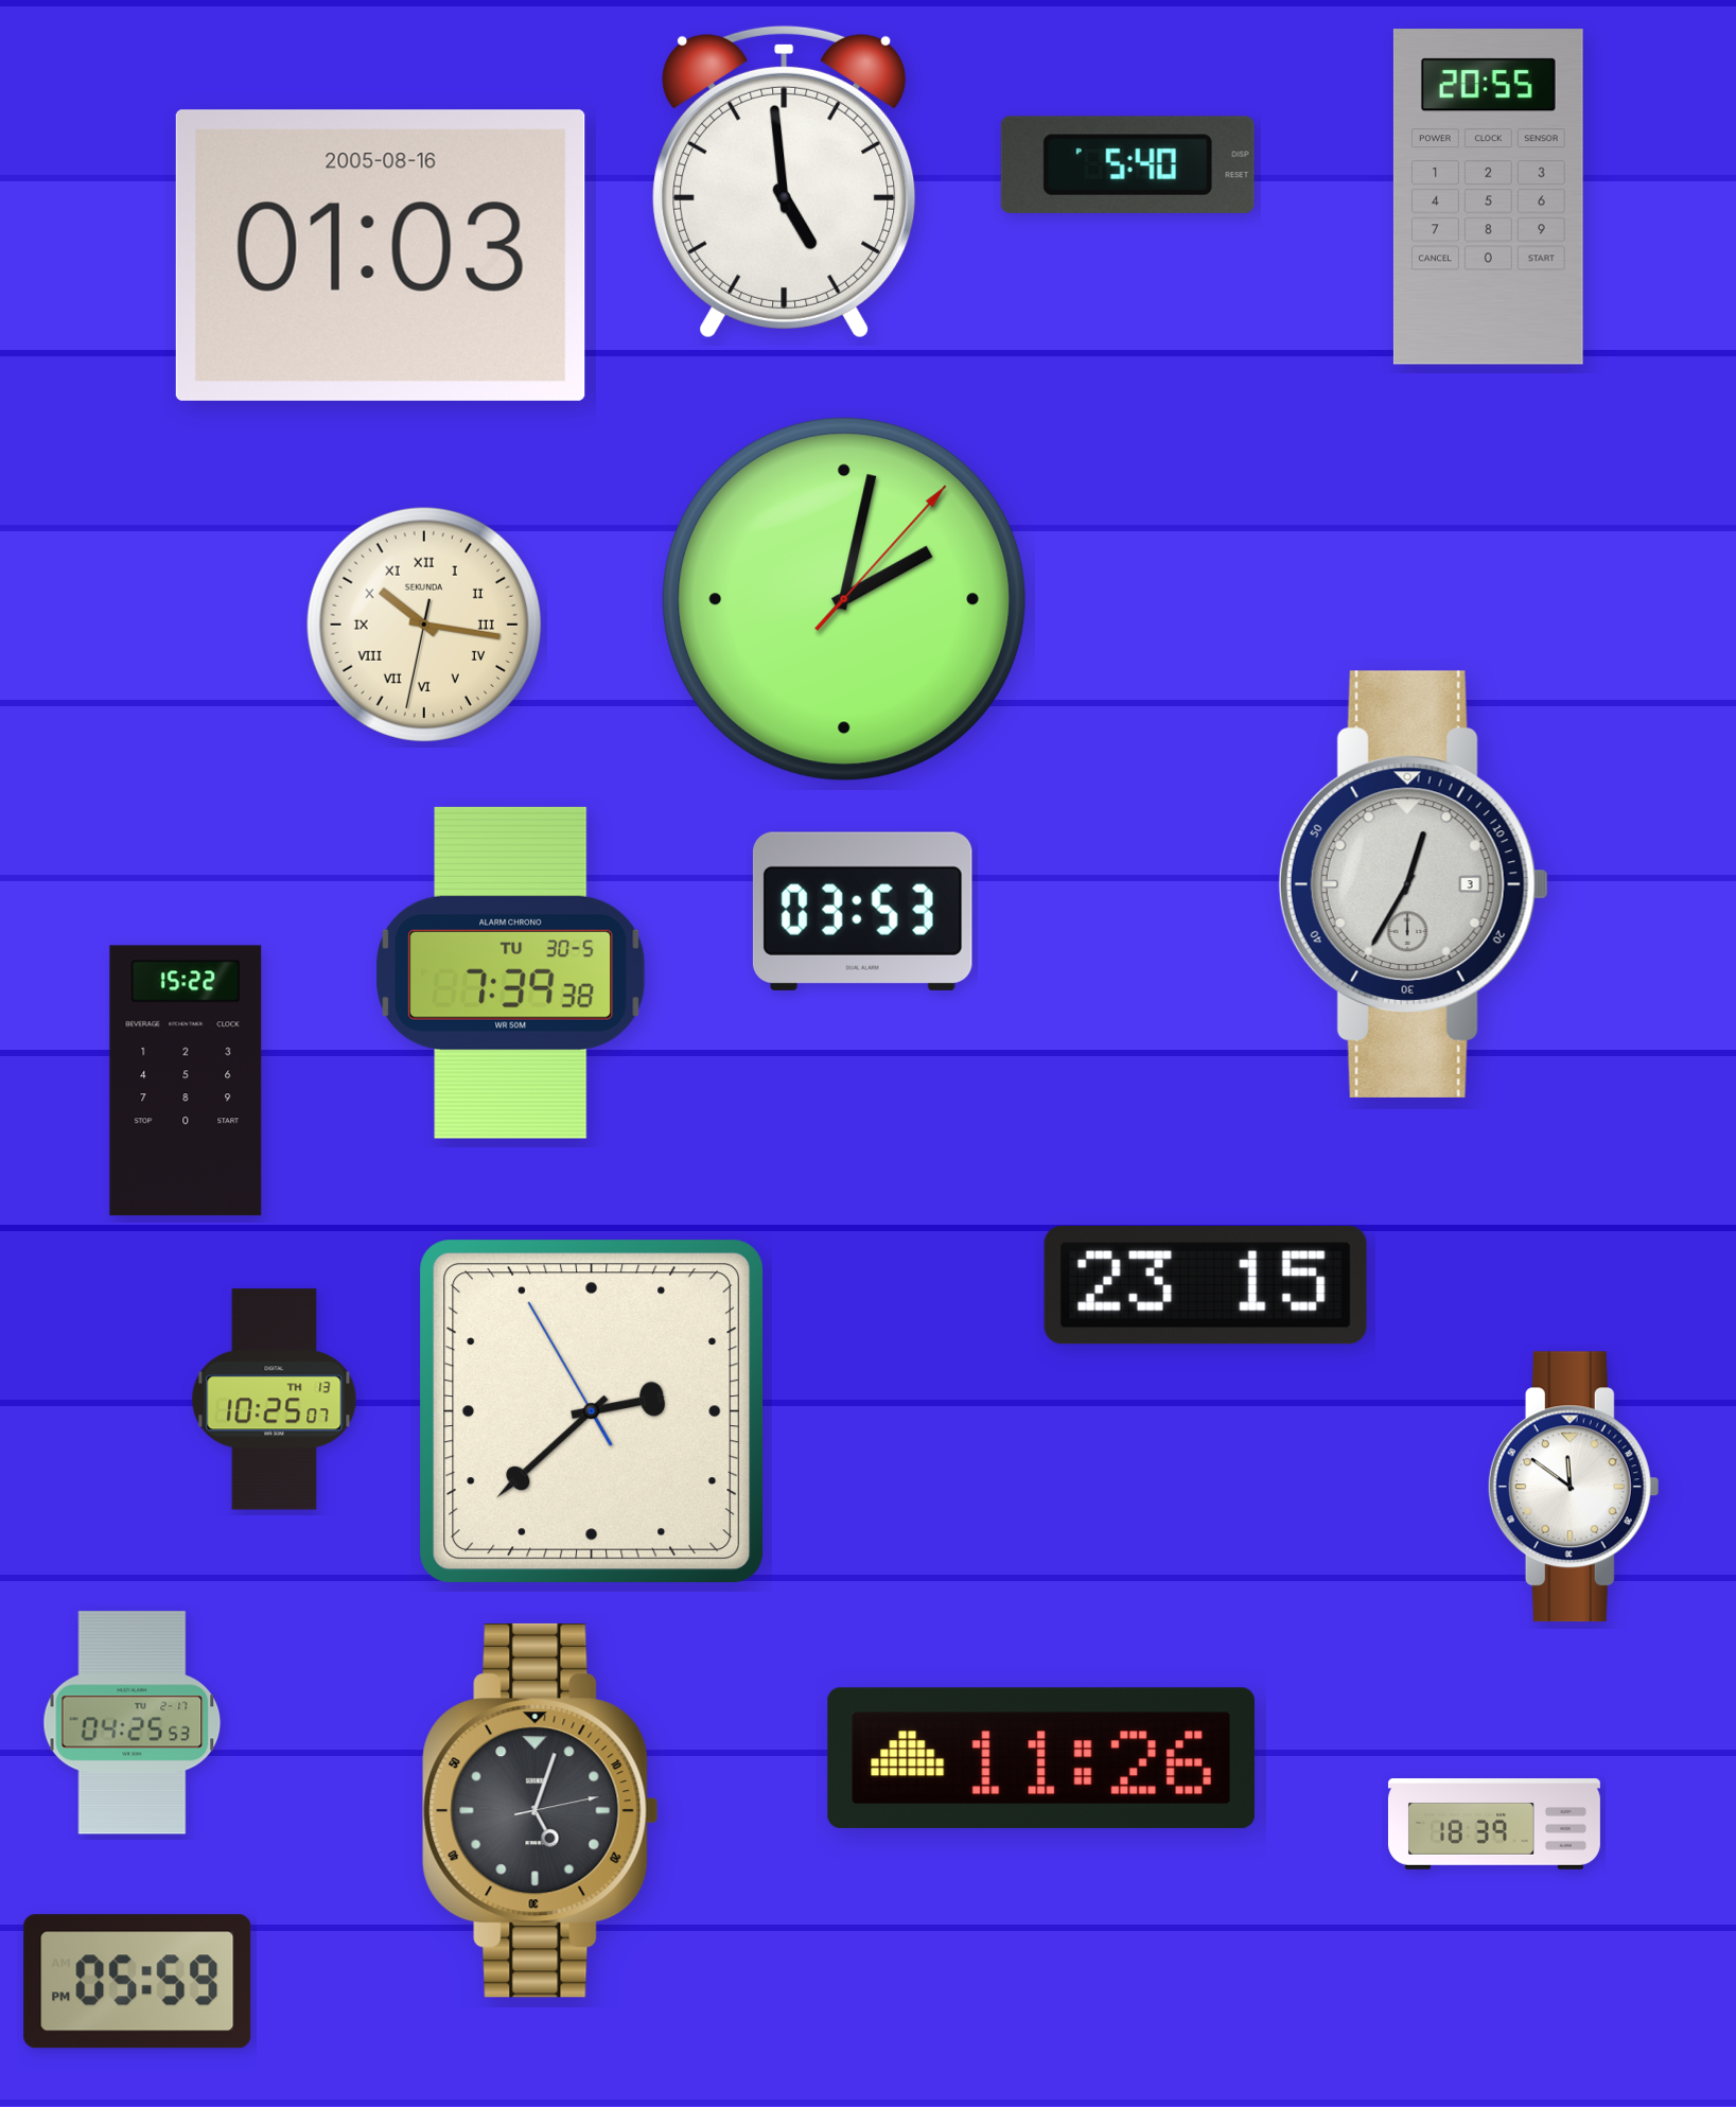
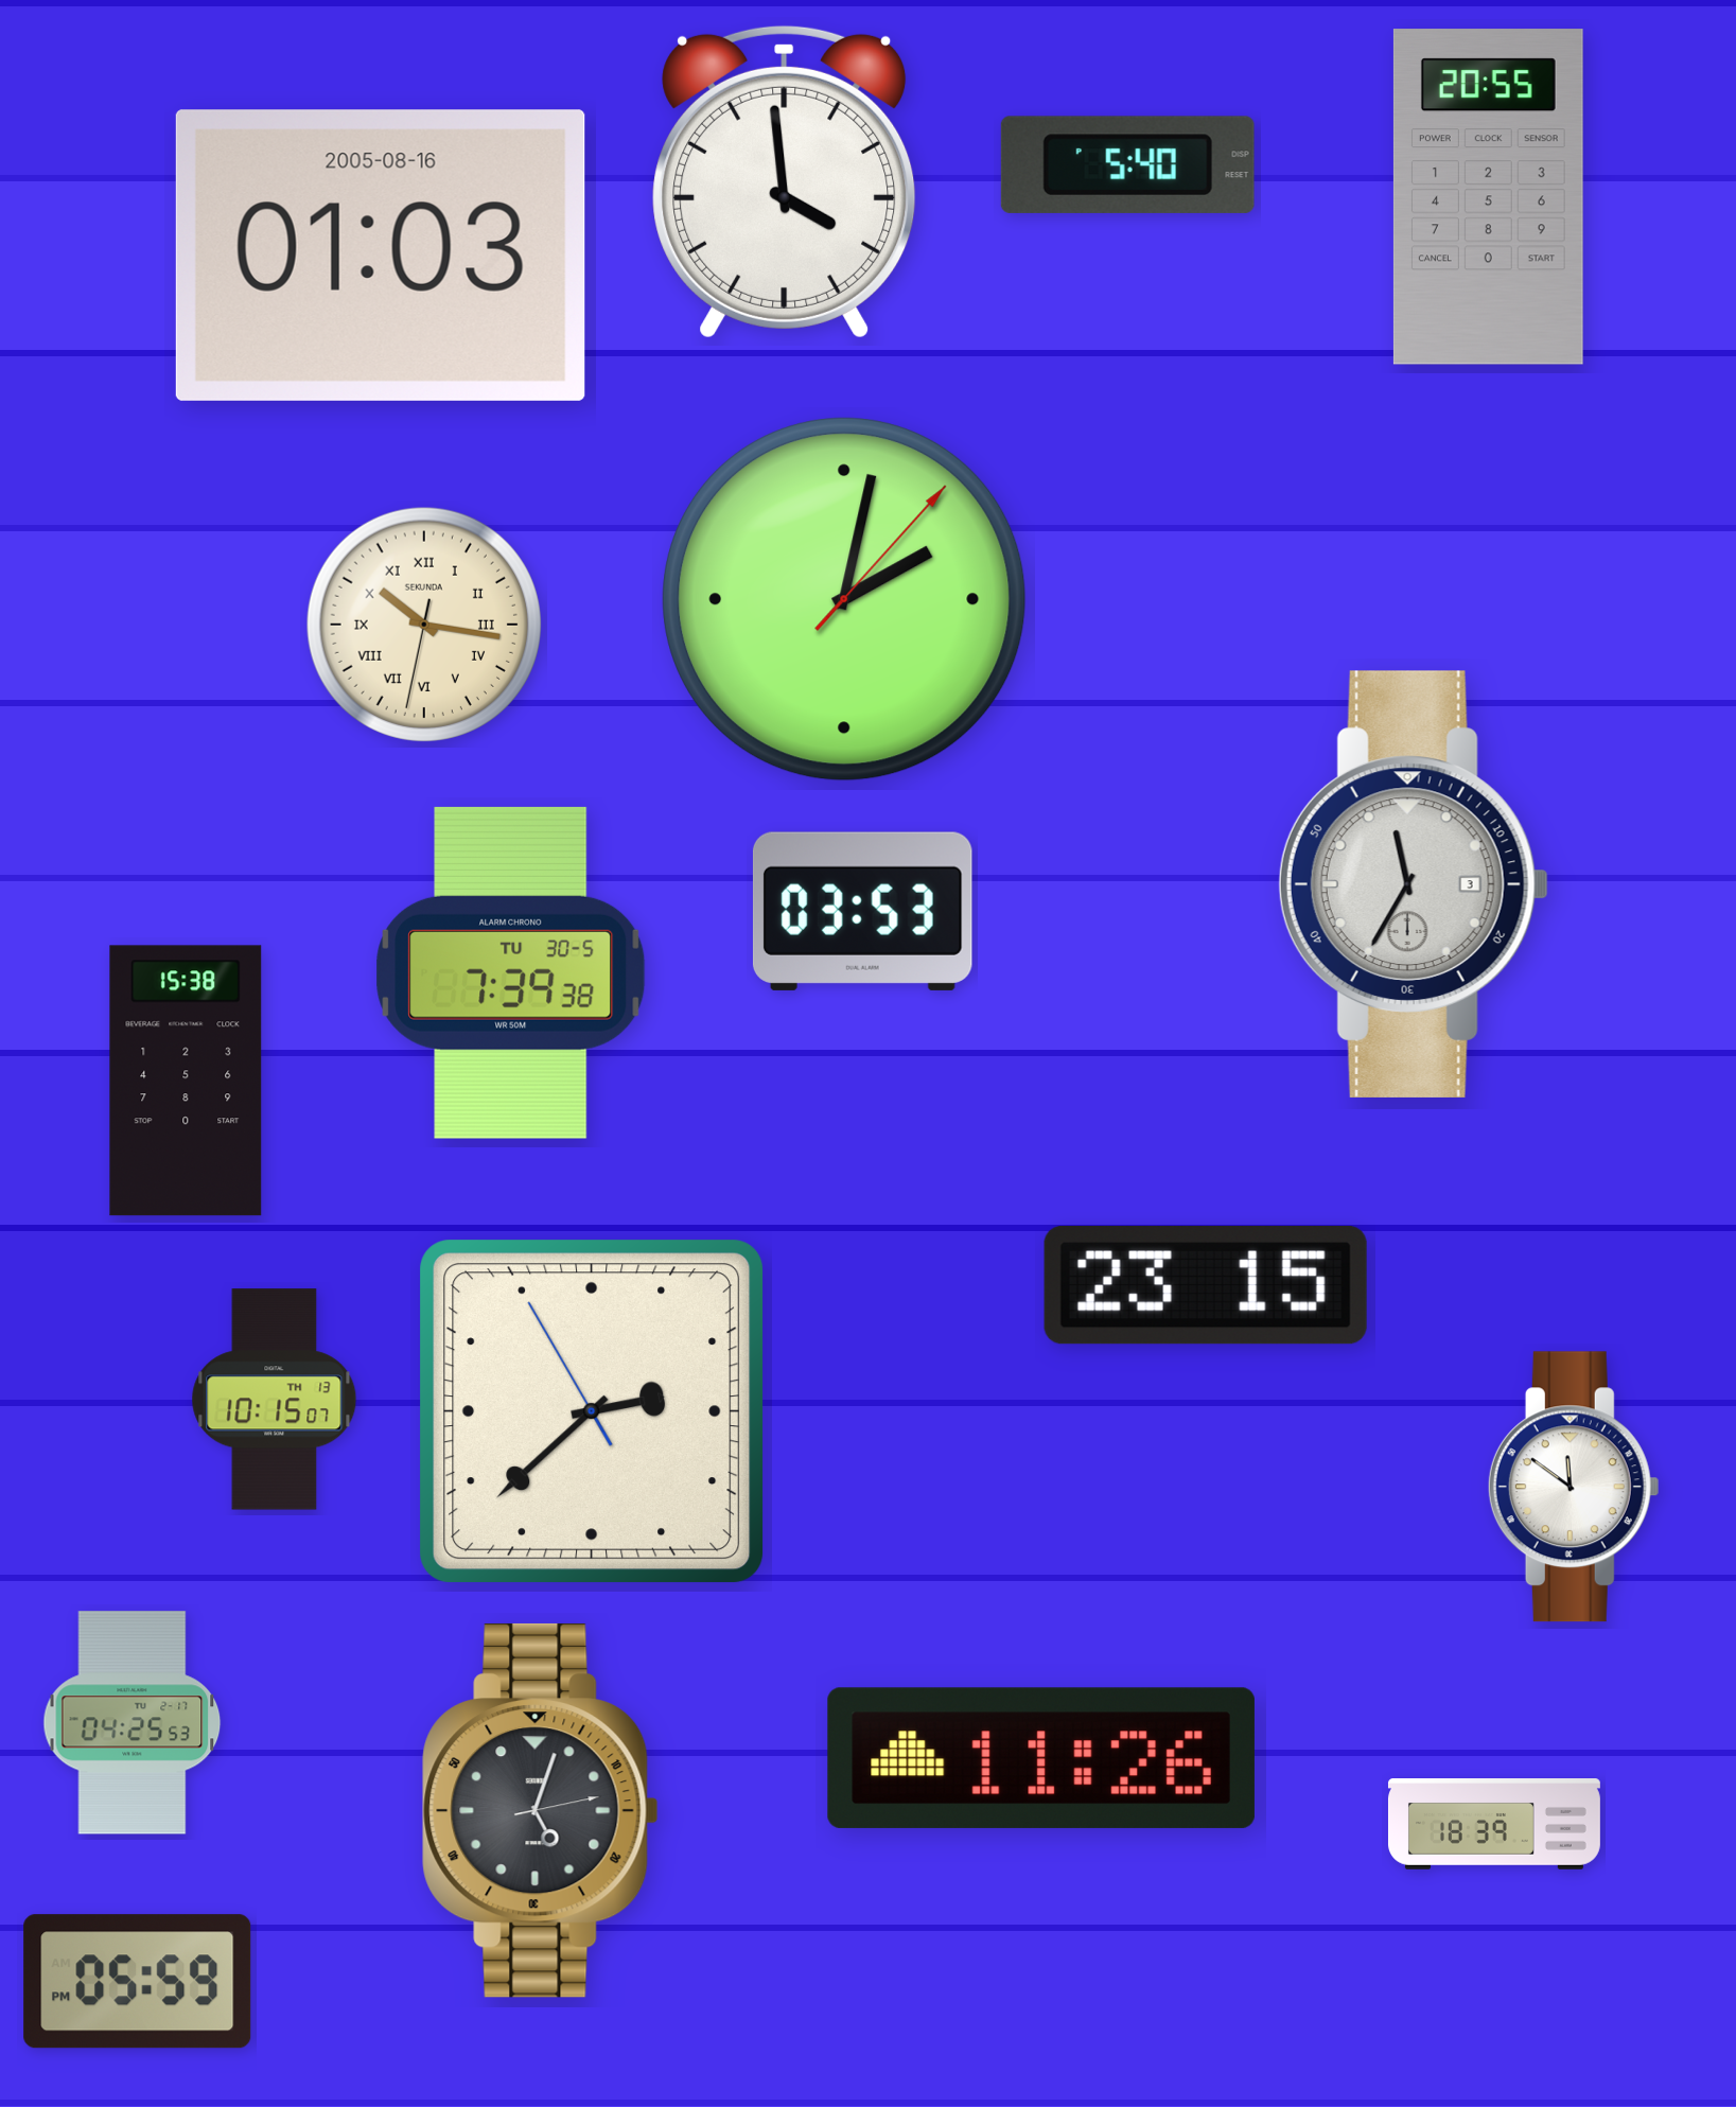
clock at (785, 181): 4:59 -> 3:59
clock at (1414, 884): 12:35 -> 11:35
clock at (186, 1081): 15:22 -> 15:38
clock at (275, 1400): 10:25 -> 10:15
